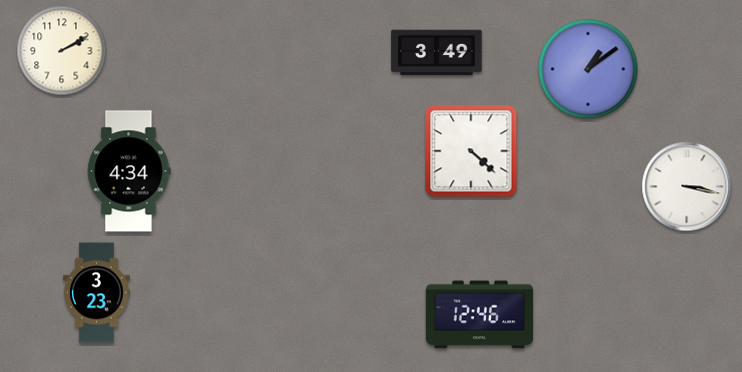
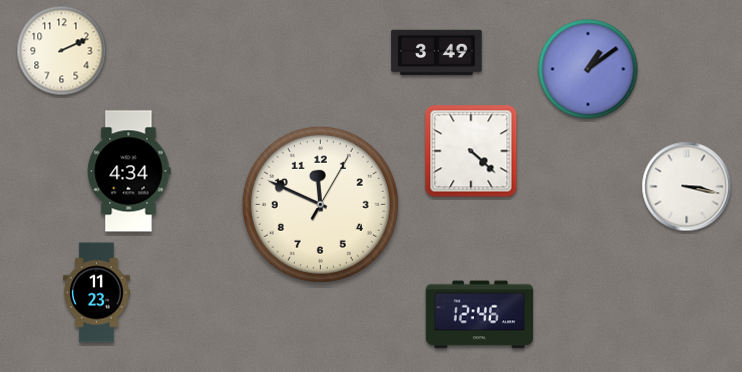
clock at (62, 51): 2:10 -> 2:11
clock at (320, 204): none -> 11:49
clock at (96, 293): 3:23 -> 11:23
